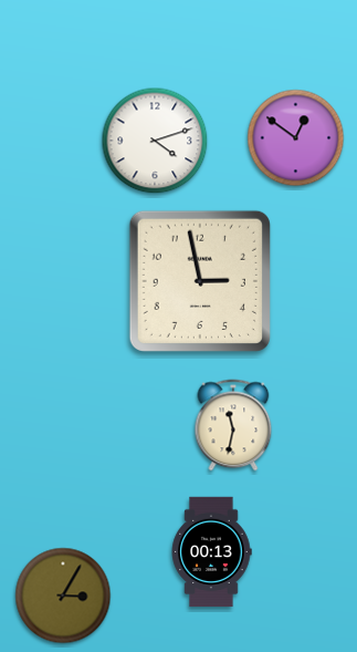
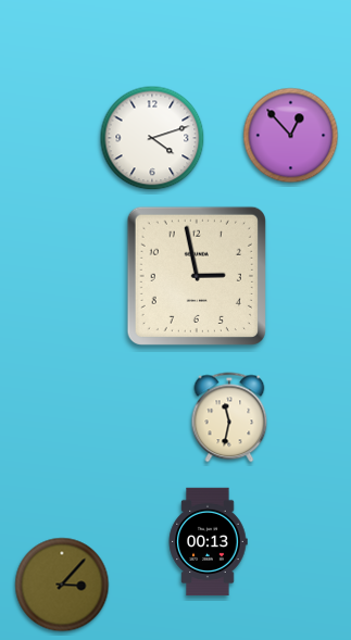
clock at (296, 138): 12:51 -> 12:53
clock at (63, 596): 3:05 -> 3:07
